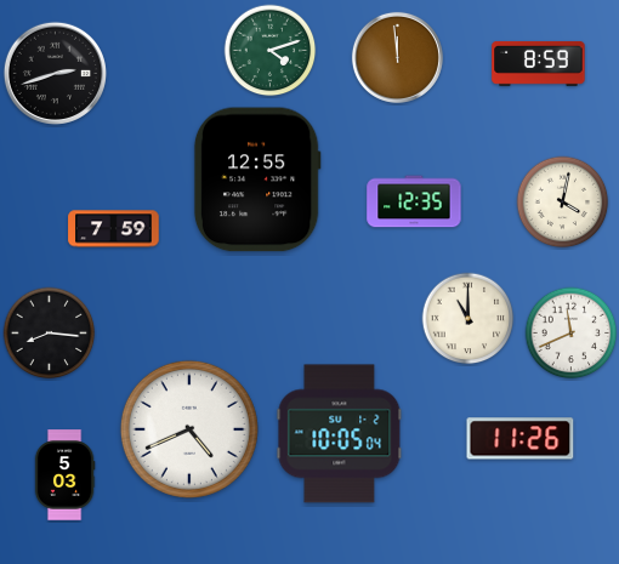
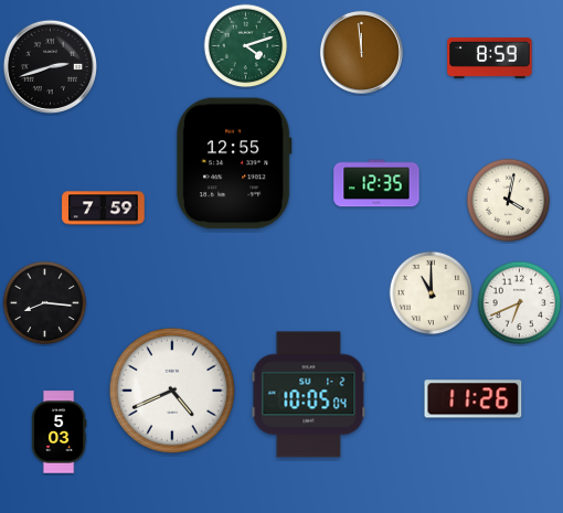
clock at (563, 203) position: (563, 203) -> (509, 201)
clock at (468, 319) position: (468, 319) -> (432, 293)
clock at (572, 334): 11:41 -> 6:41
